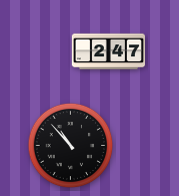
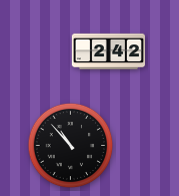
clock at (108, 52): 2:47 -> 2:42
